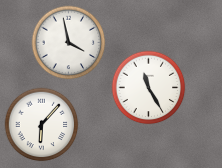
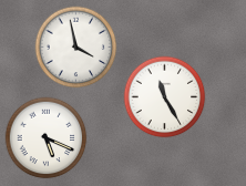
clock at (42, 125): 6:07 -> 5:19
